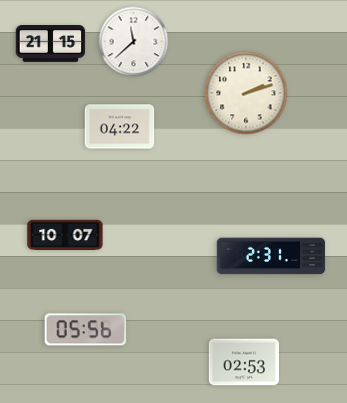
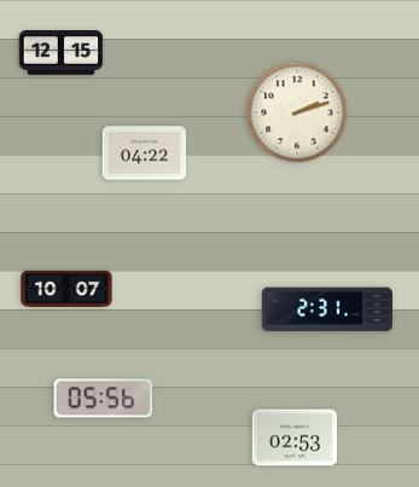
clock at (134, 42): 11:38 -> none
clock at (51, 44): 21:15 -> 12:15
clock at (65, 234) position: (65, 234) -> (66, 288)
